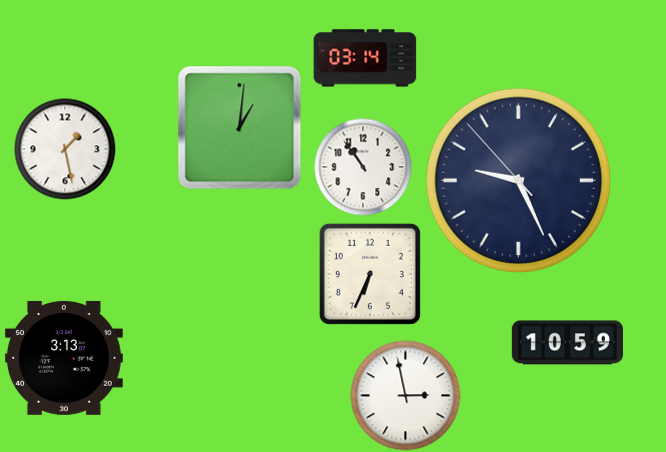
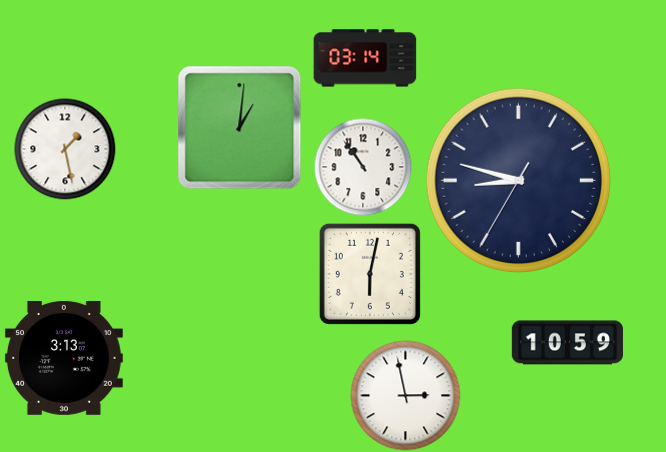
clock at (518, 180): 9:25 -> 8:47
clock at (370, 274): 6:34 -> 6:02
